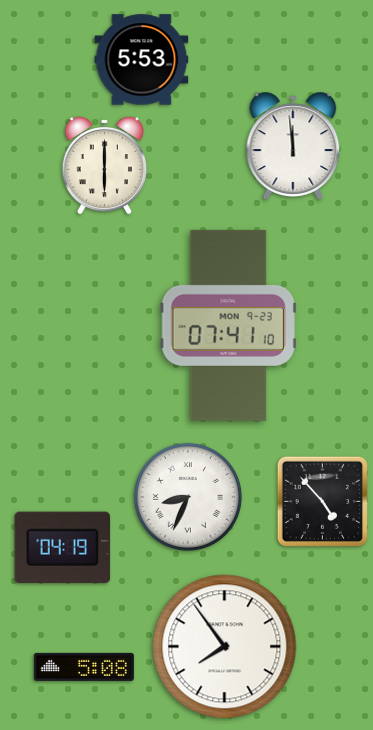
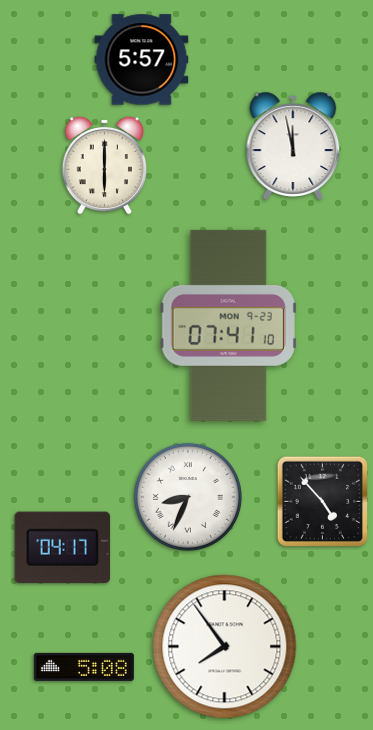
clock at (142, 60): 5:53 -> 5:57
clock at (293, 146): 11:59 -> 11:58
clock at (63, 547): 04:19 -> 04:17
